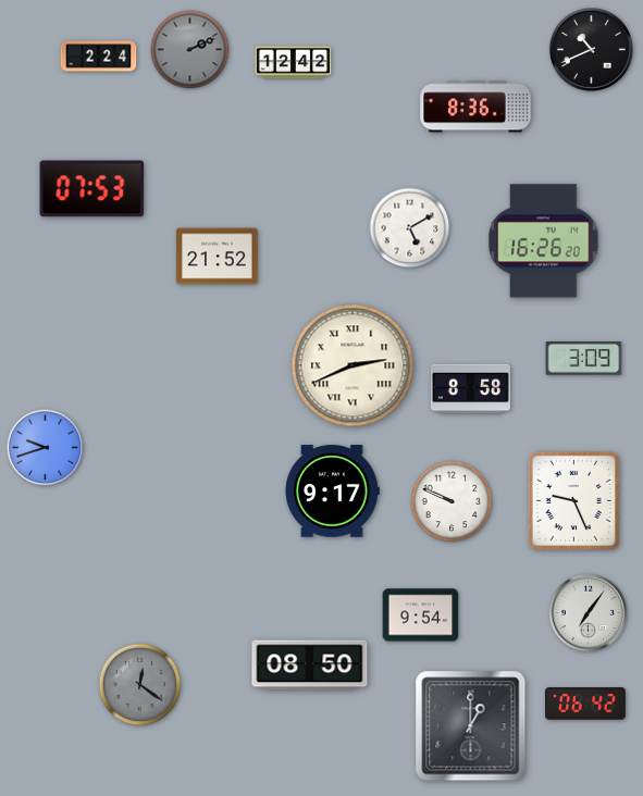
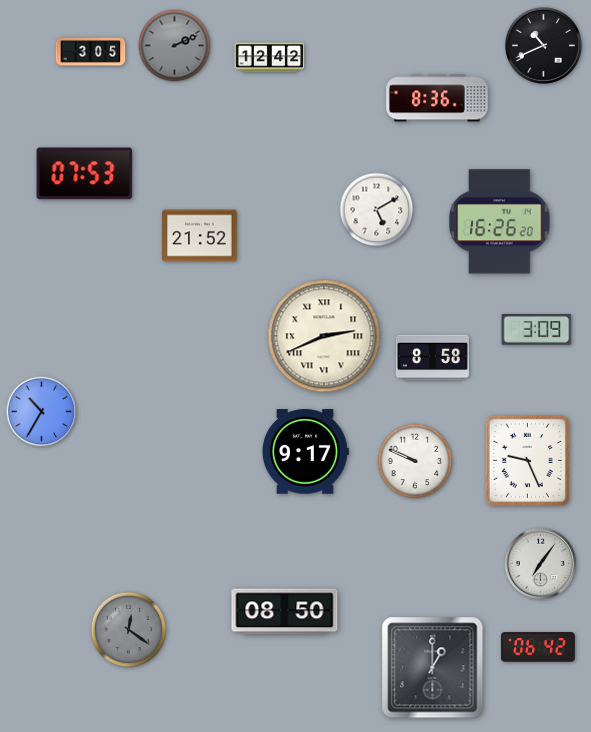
clock at (99, 57): 2:24 -> 3:05
clock at (46, 448): 9:42 -> 10:35
clock at (421, 615): 9:54 -> none
